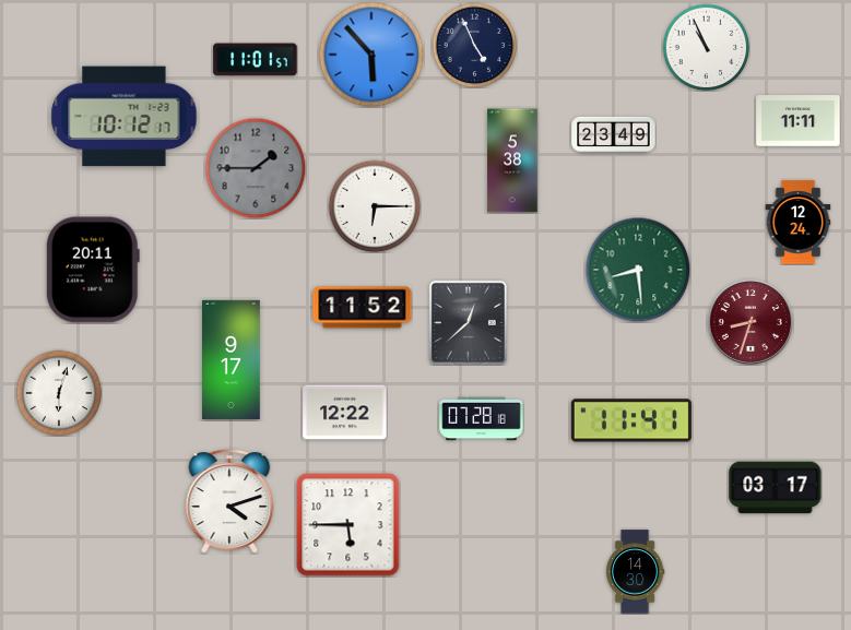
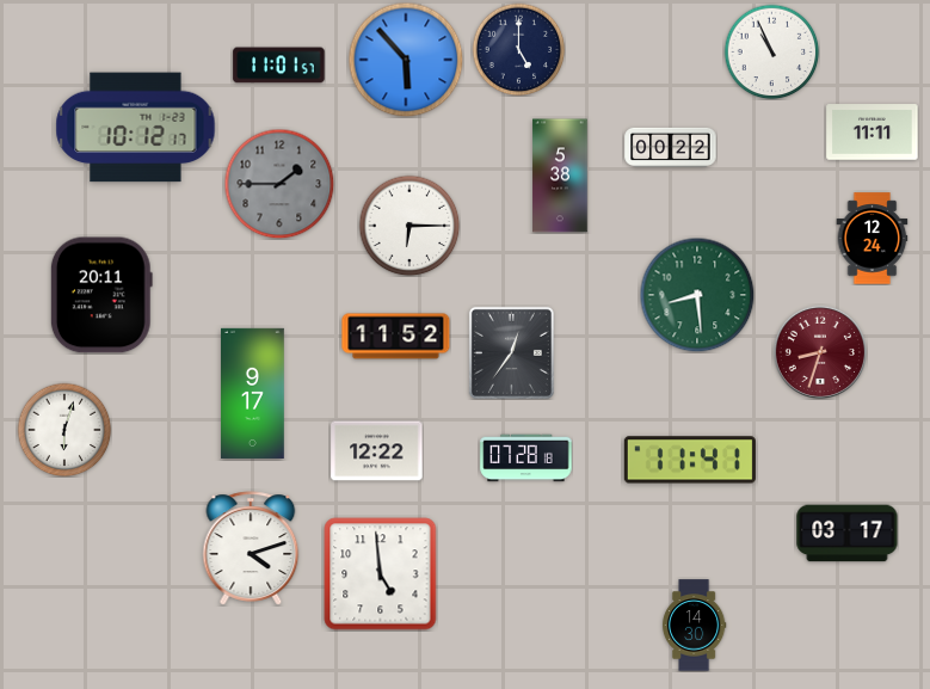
clock at (474, 45): 4:56 -> 5:00
clock at (614, 134): 23:49 -> 00:22
clock at (799, 223) position: (799, 223) -> (873, 239)
clock at (468, 322): 12:38 -> 12:36
clock at (348, 525): 5:45 -> 4:59
